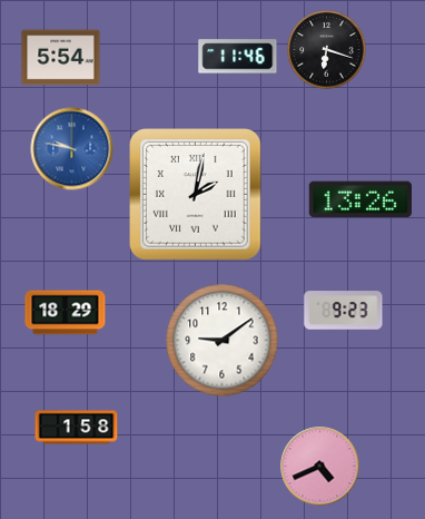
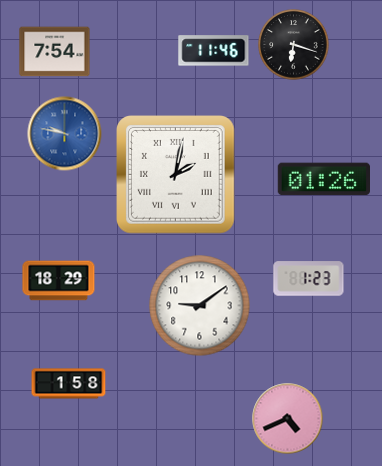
clock at (61, 58): 5:54 -> 7:54
clock at (359, 199): 13:26 -> 01:26
clock at (344, 311): 9:23 -> 1:23
